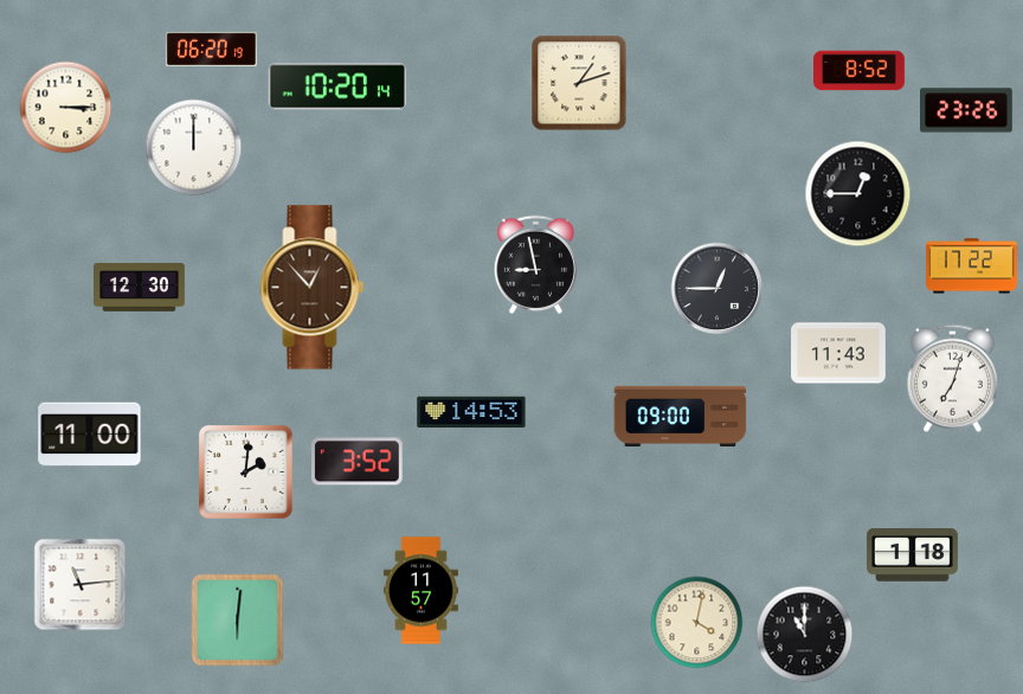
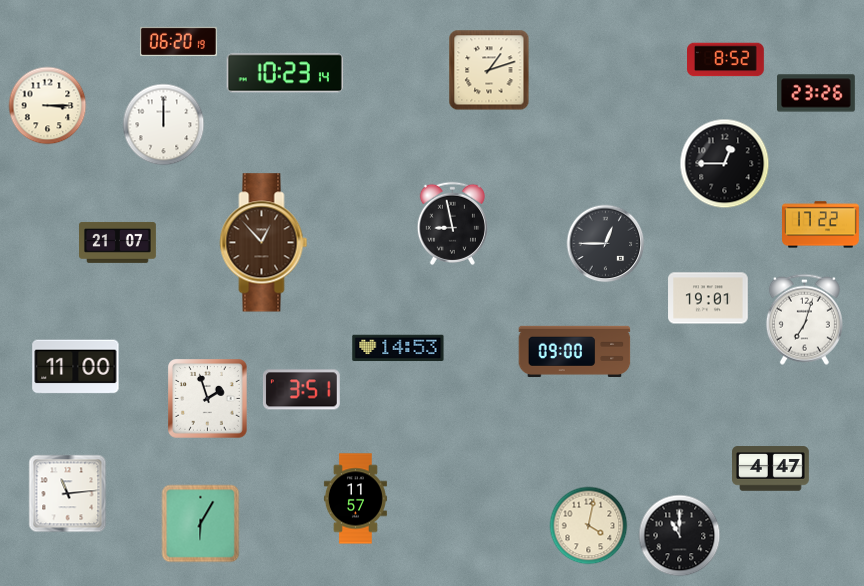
clock at (337, 86): 10:20 -> 10:23
clock at (65, 107) position: (65, 107) -> (47, 105)
clock at (140, 287): 12:30 -> 21:07
clock at (838, 353): 11:43 -> 19:01
clock at (356, 462): 3:52 -> 3:51
clock at (246, 473): 2:01 -> 1:57
clock at (913, 555): 1:18 -> 4:47
clock at (237, 619): 6:01 -> 6:05
